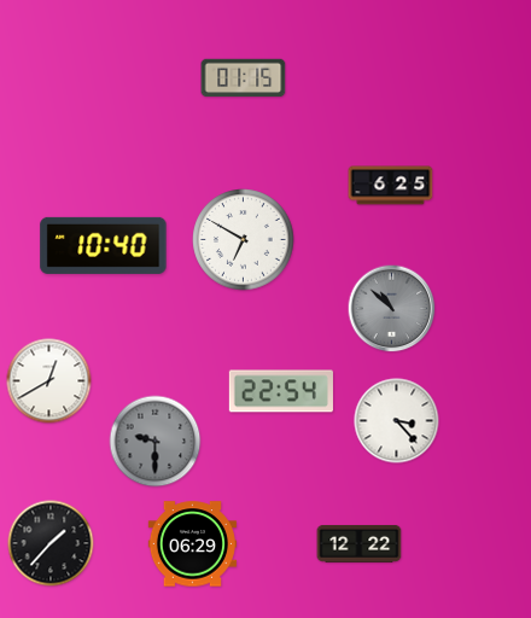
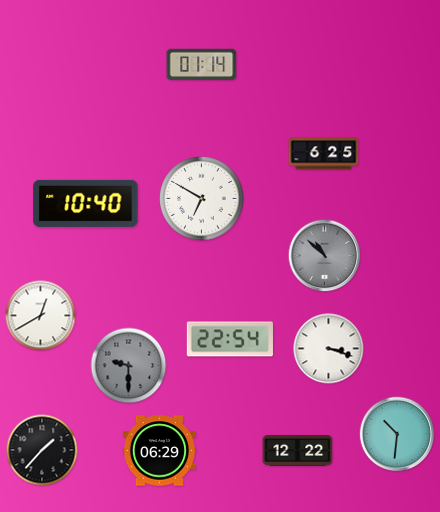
clock at (244, 78): 01:15 -> 01:14
clock at (281, 391) position: (281, 391) -> (230, 339)
clock at (397, 421): 3:23 -> 3:18
clock at (397, 434): none -> 10:31
